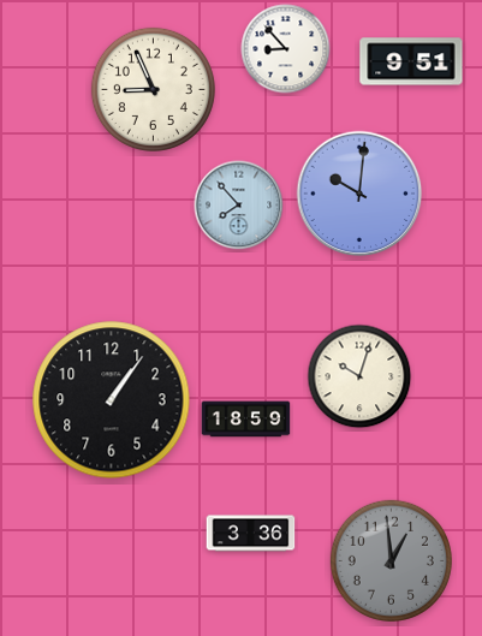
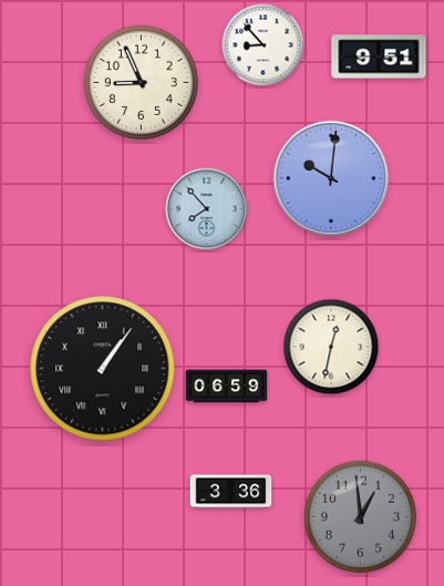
clock at (239, 206) position: (239, 206) -> (207, 209)
clock at (359, 376): 10:03 -> 12:32
clock at (112, 400) numerals: Arabic -> Roman
clock at (246, 420): 18:59 -> 06:59
